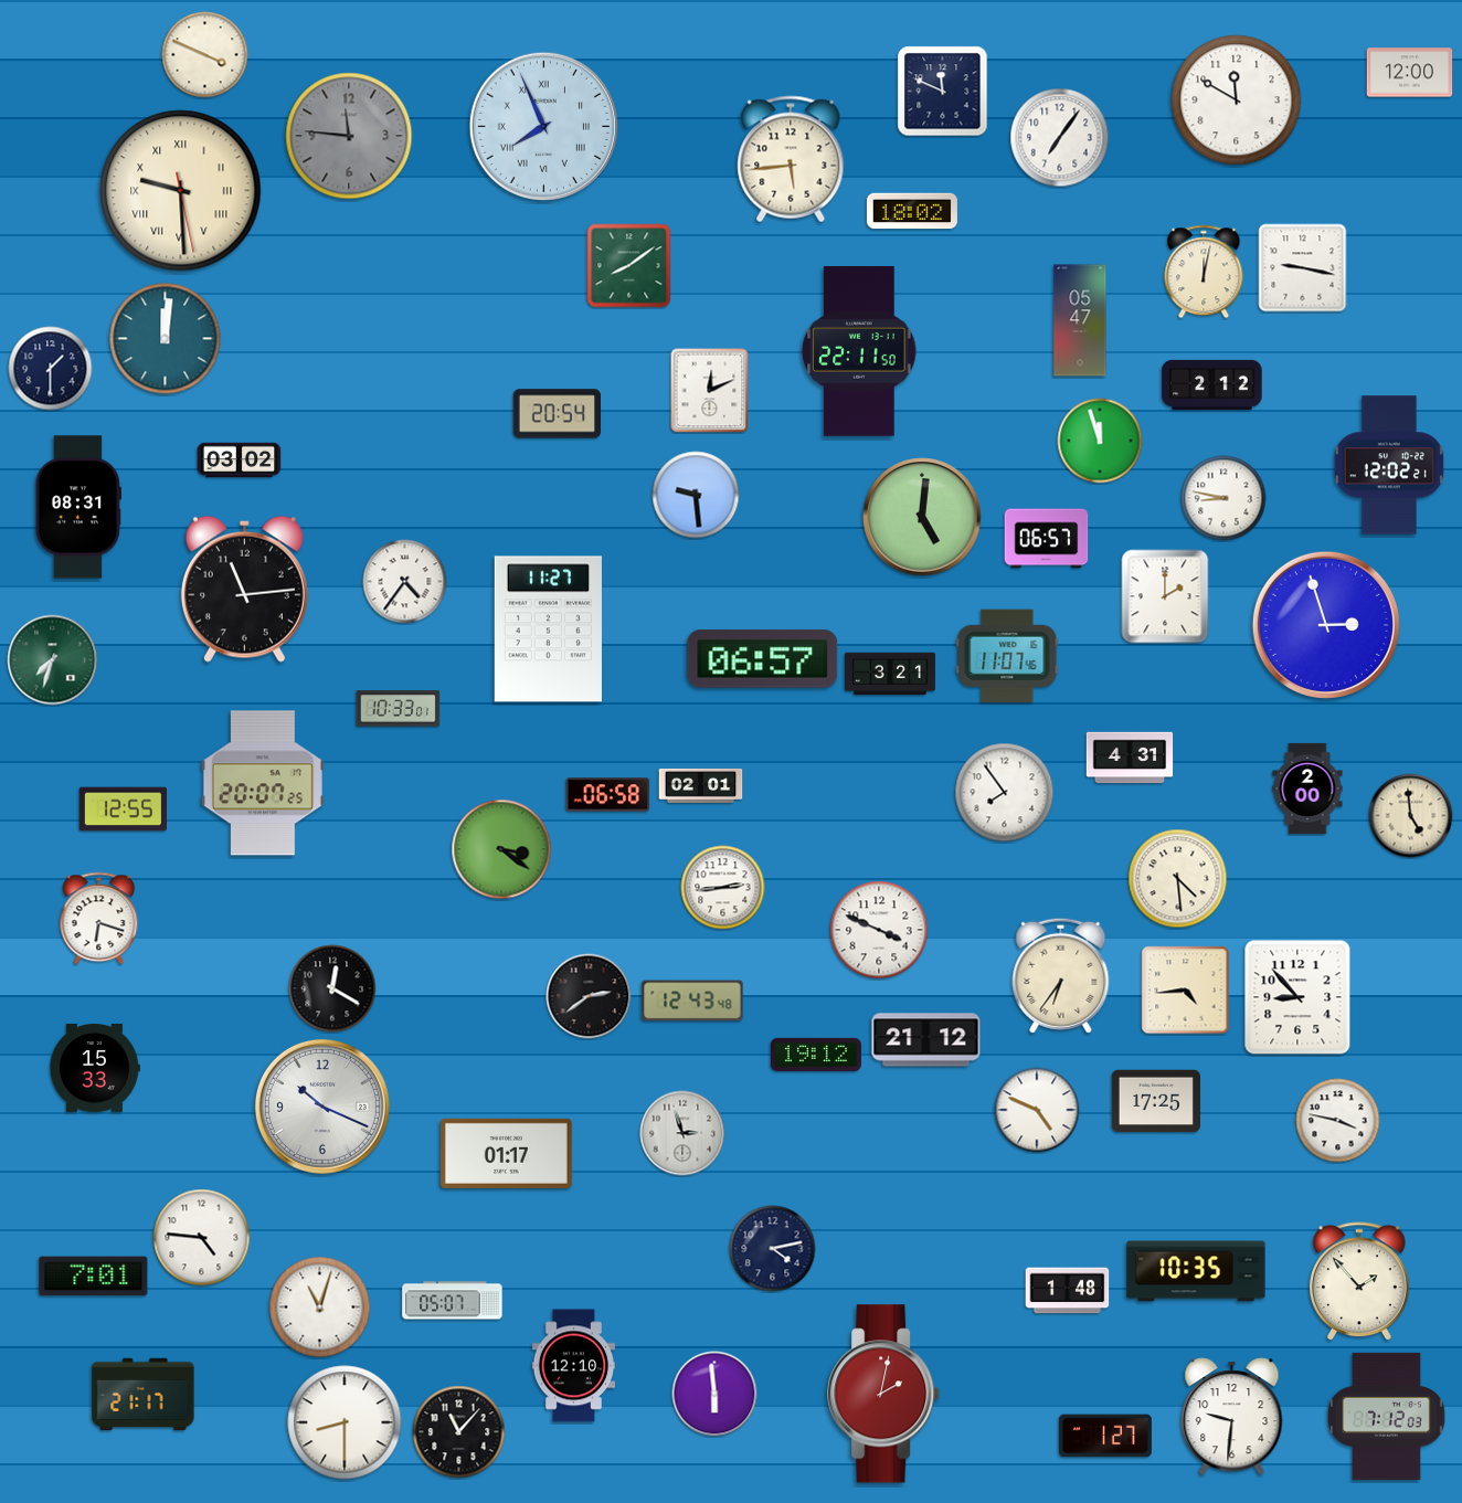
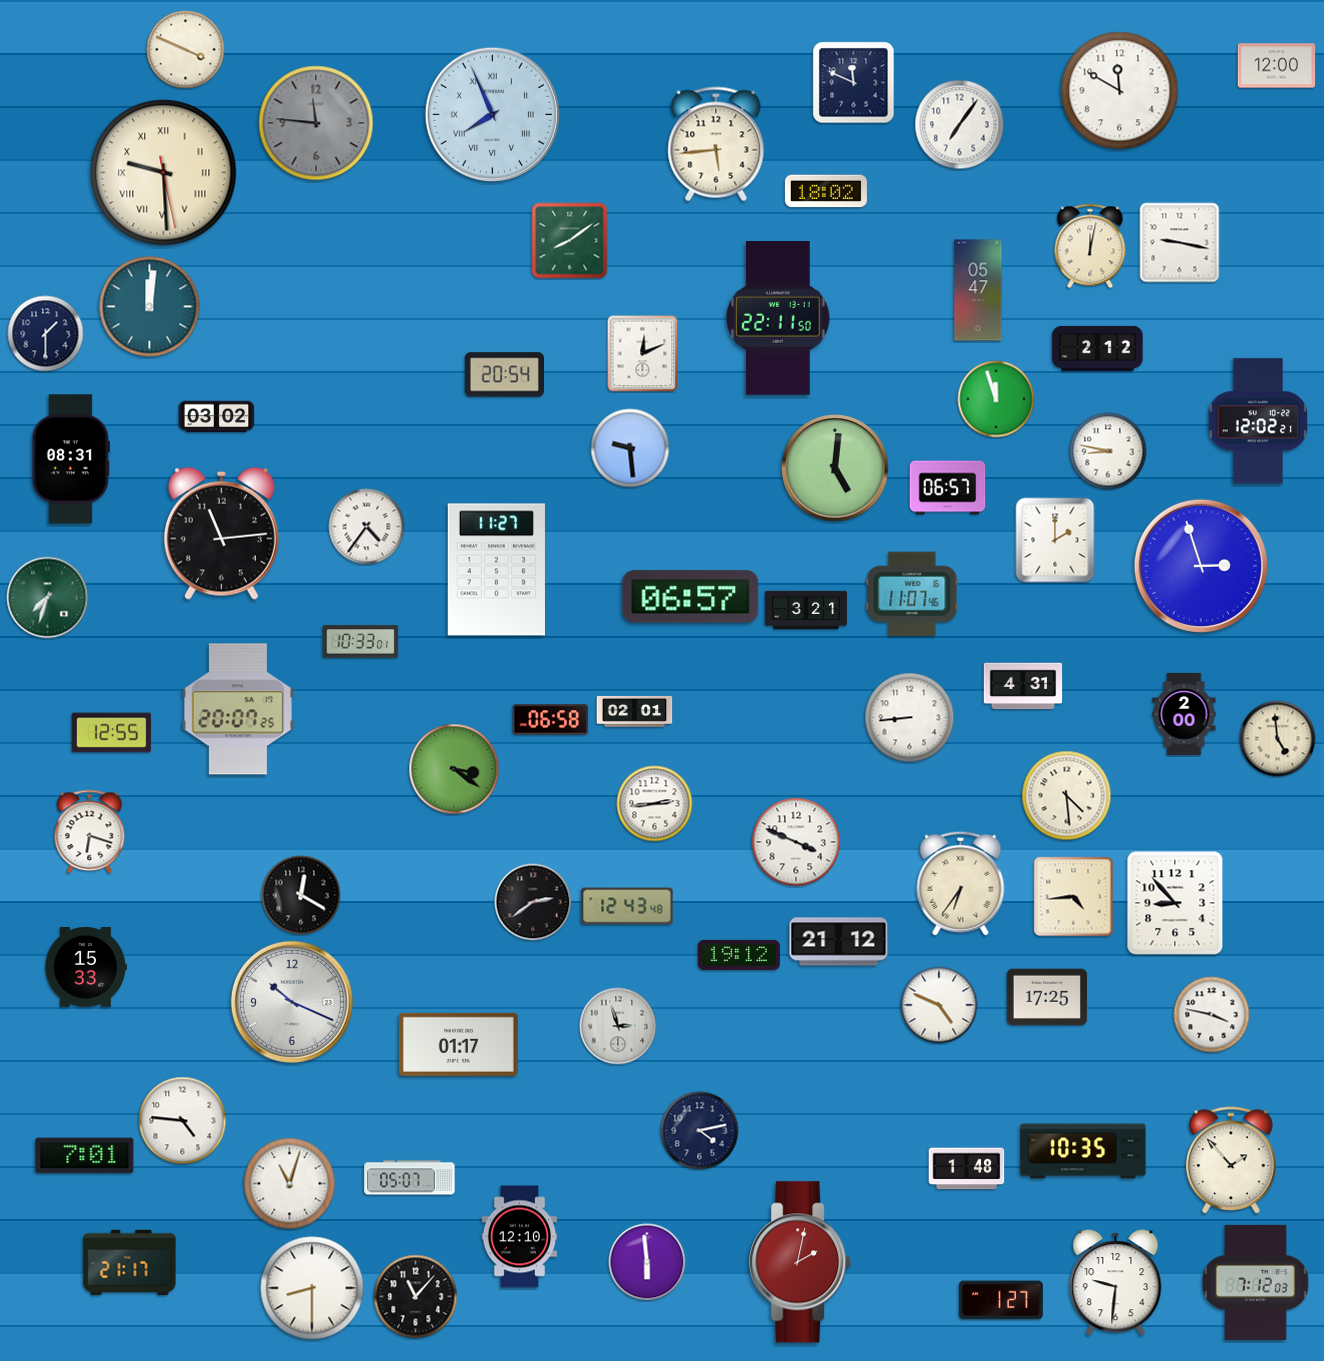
clock at (1005, 793): 7:54 -> 8:44
